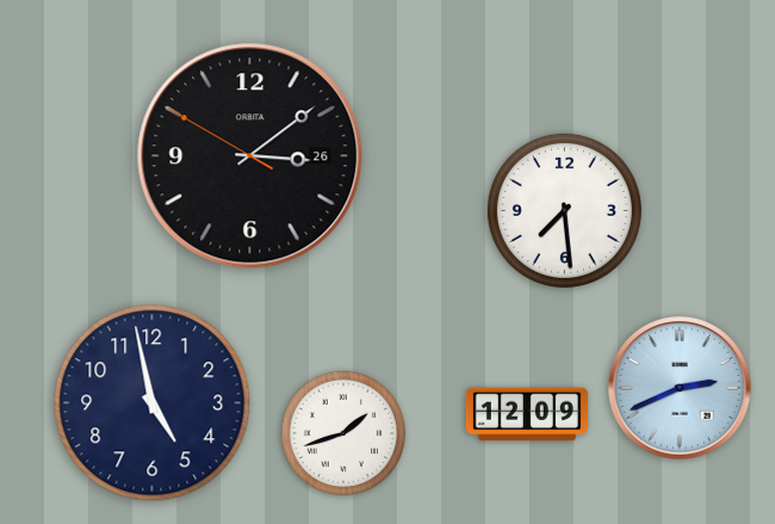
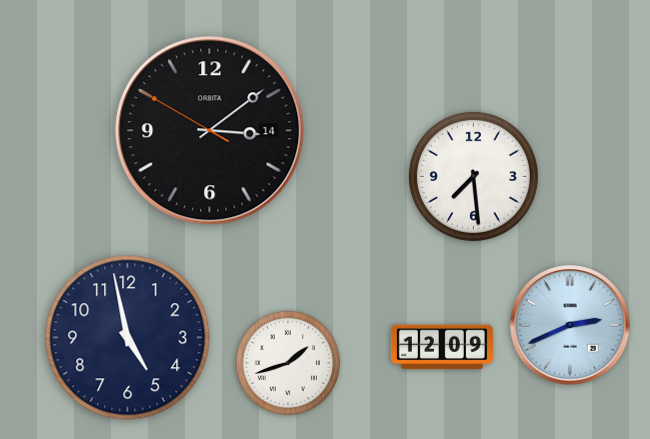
clock at (250, 156) date: 26 -> 14
